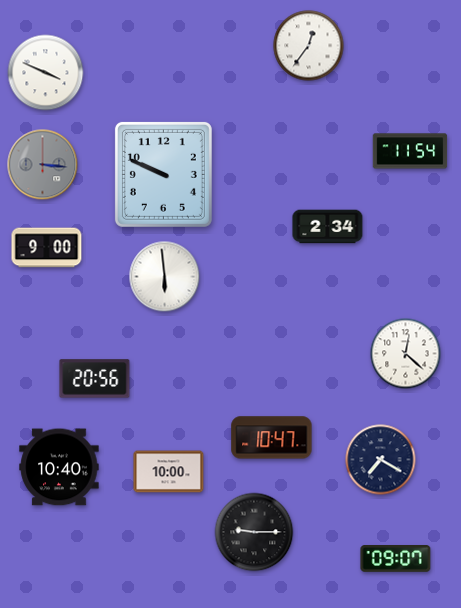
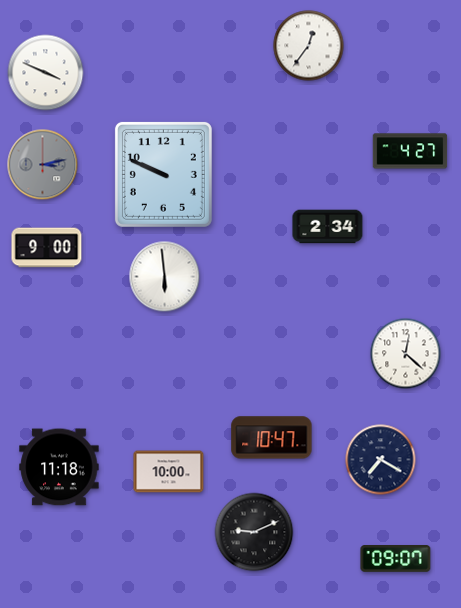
clock at (410, 151): 11:54 -> 4:27
clock at (43, 165): 3:16 -> 3:13
clock at (95, 379): 20:56 -> none
clock at (59, 467): 10:40 -> 11:18
clock at (254, 532): 9:15 -> 9:11
